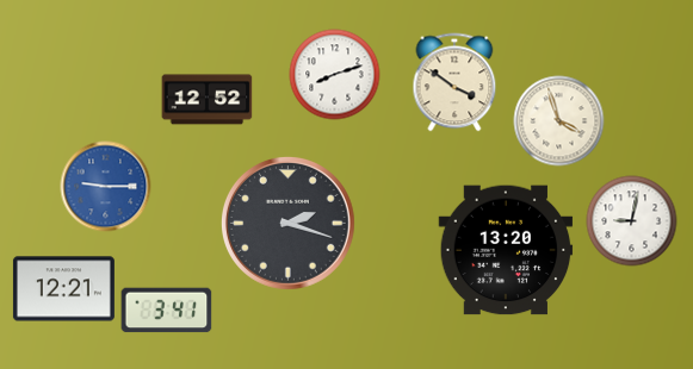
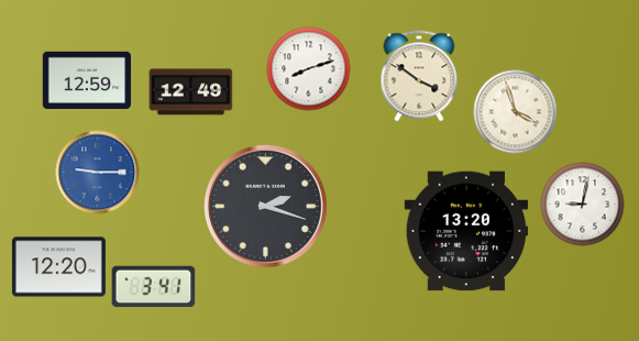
clock at (86, 79): none -> 12:59
clock at (208, 100): 12:52 -> 12:49
clock at (63, 289): 12:21 -> 12:20
